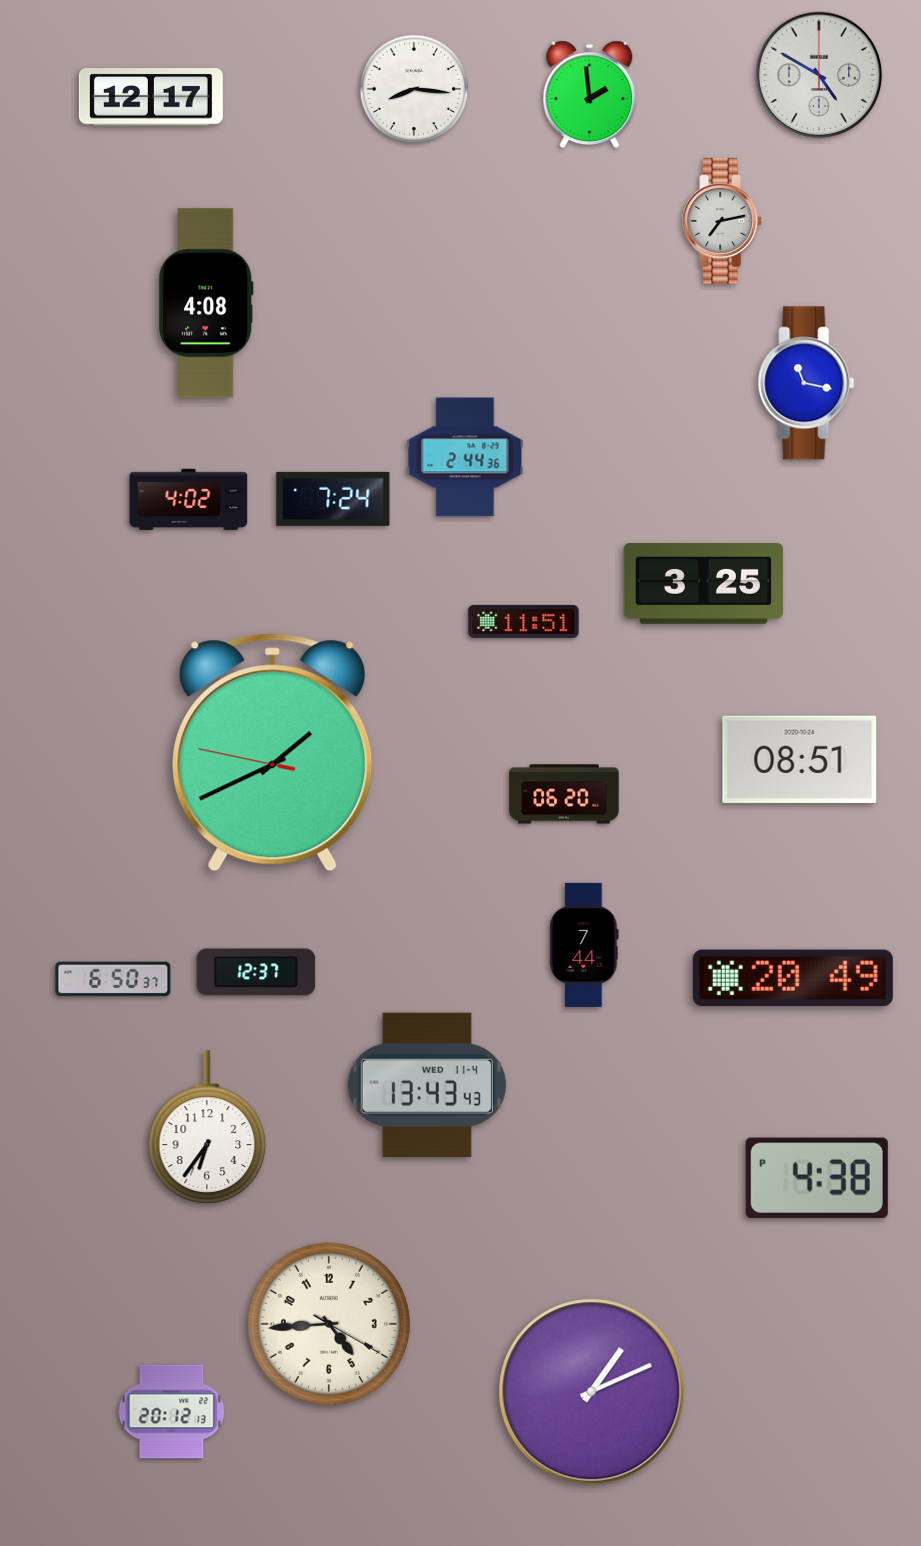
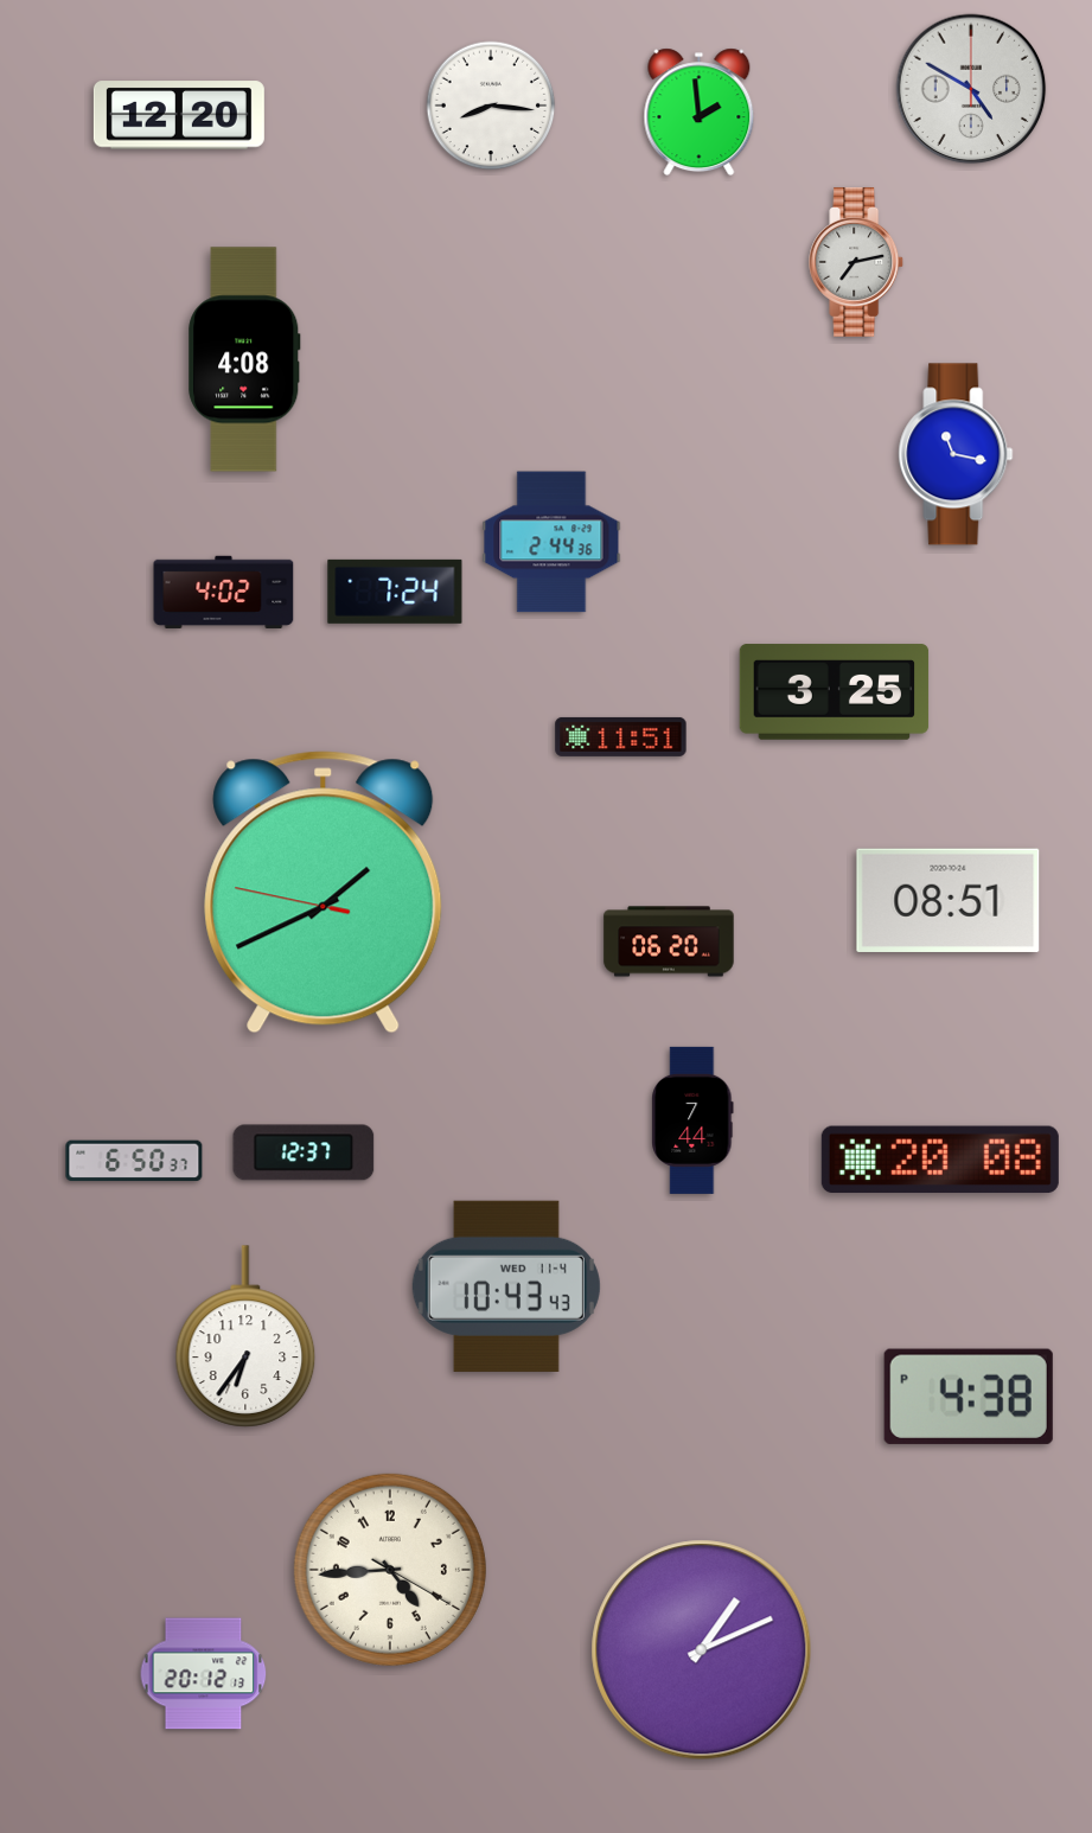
clock at (151, 97): 12:17 -> 12:20
clock at (793, 978): 20:49 -> 20:08
clock at (427, 1085): 13:43 -> 10:43
